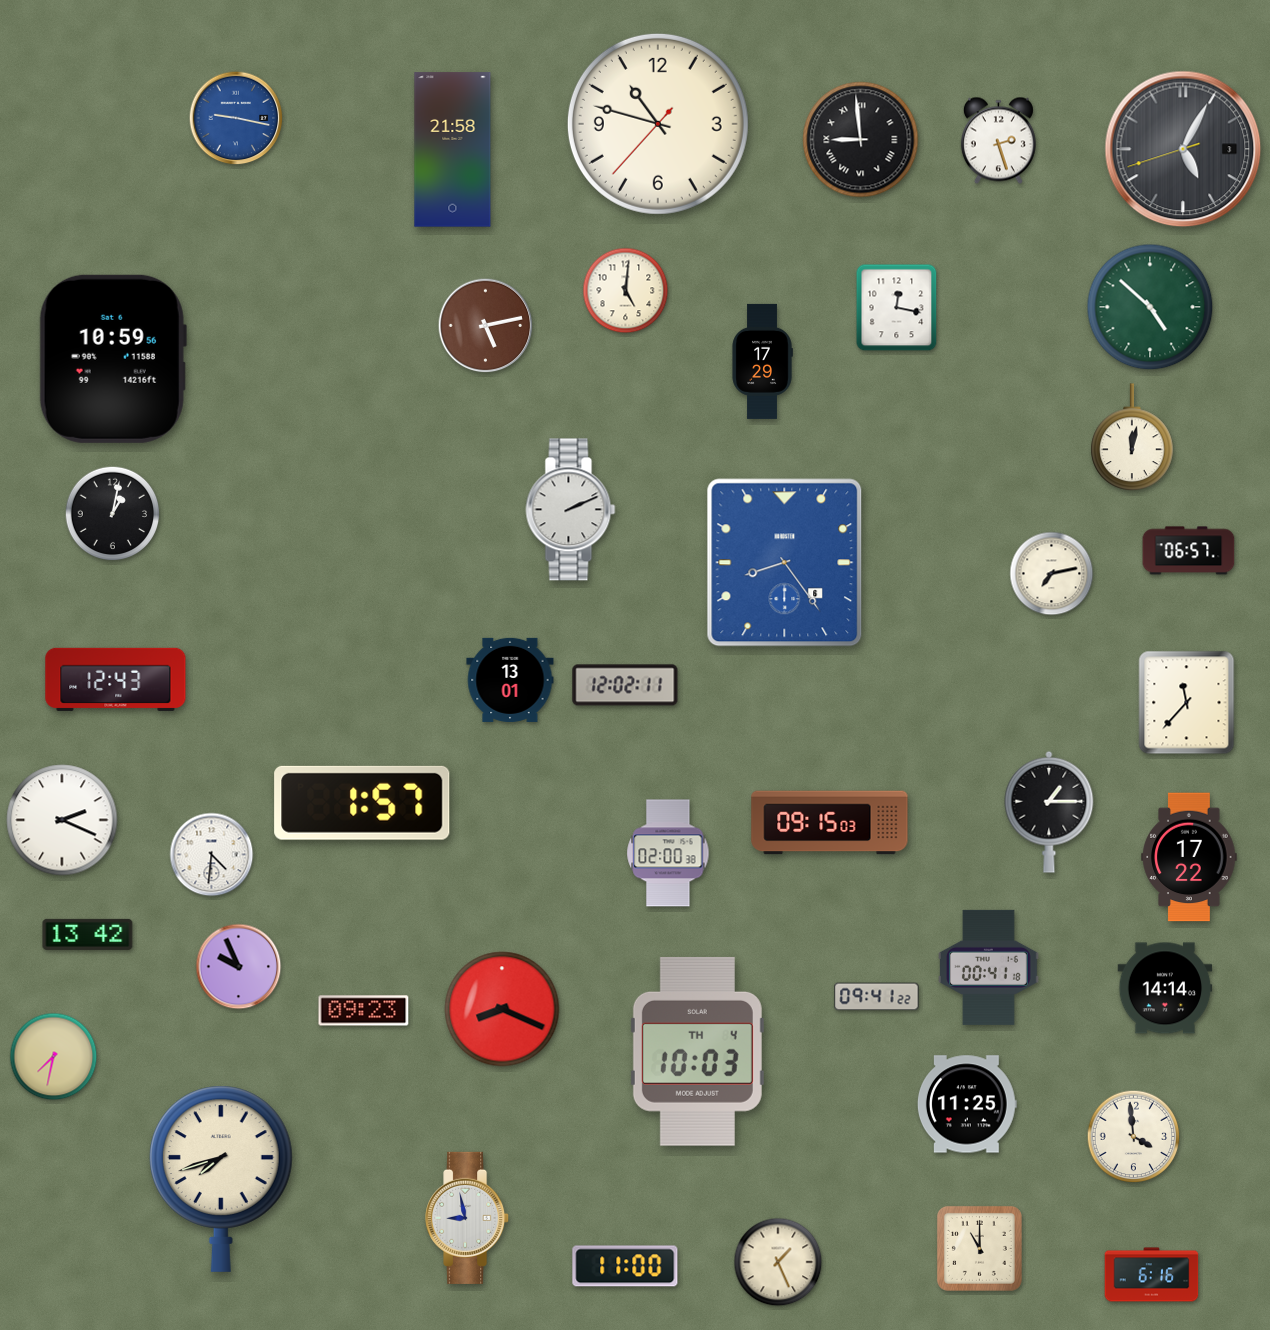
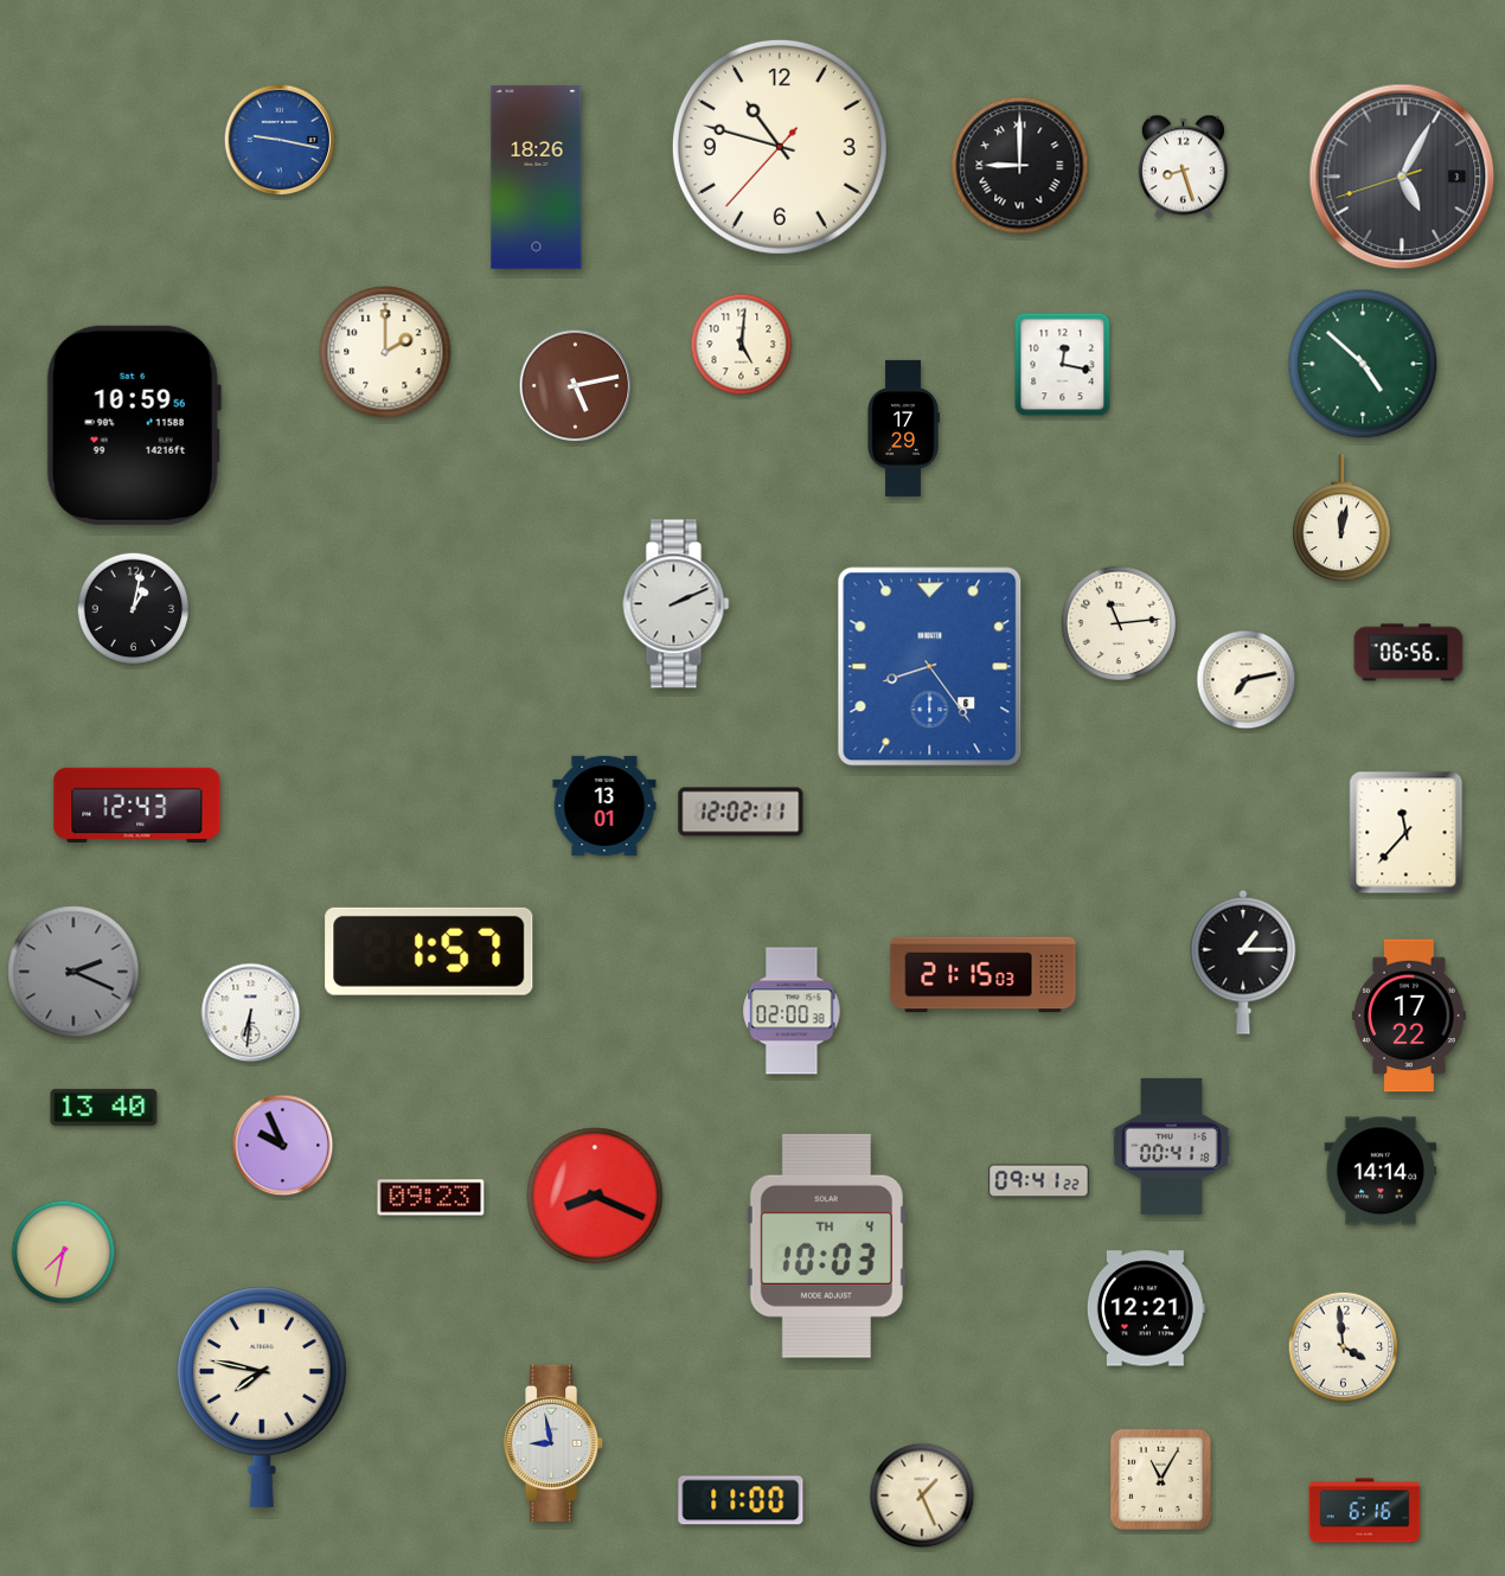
clock at (861, 140): 8:59 -> 9:00
clock at (998, 141): 2:27 -> 8:27
clock at (453, 150): 21:58 -> 18:26
clock at (385, 352): none -> 2:00
clock at (1119, 623): none -> 11:14
clock at (1189, 551): 06:57 -> 06:56
clock at (62, 820) dial: white -> grey
clock at (830, 823): 09:15 -> 21:15
clock at (212, 855): 4:31 -> 6:31
clock at (88, 934): 13:42 -> 13:40
clock at (967, 1104): 11:25 -> 12:21
clock at (221, 1179): 7:42 -> 7:47
clock at (979, 1248): 11:00 -> 11:05
